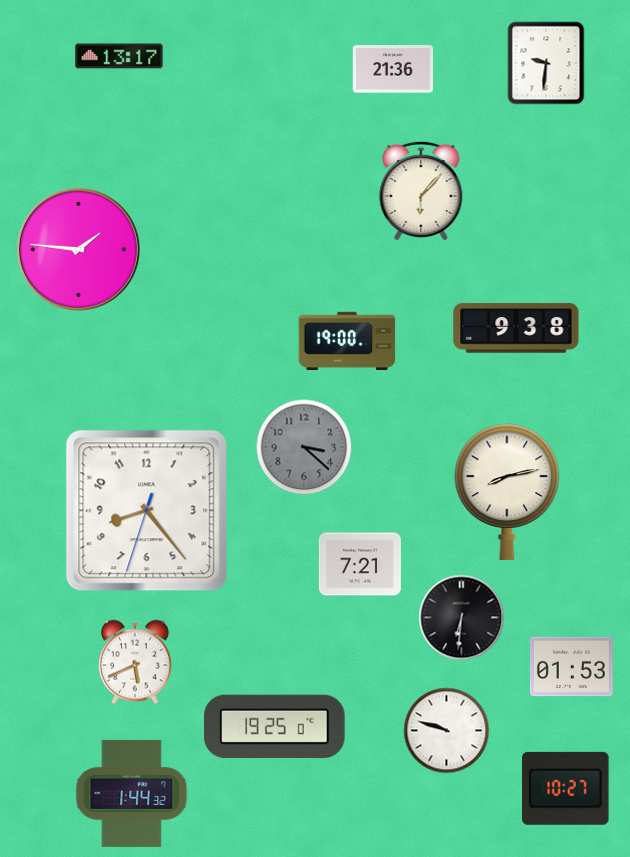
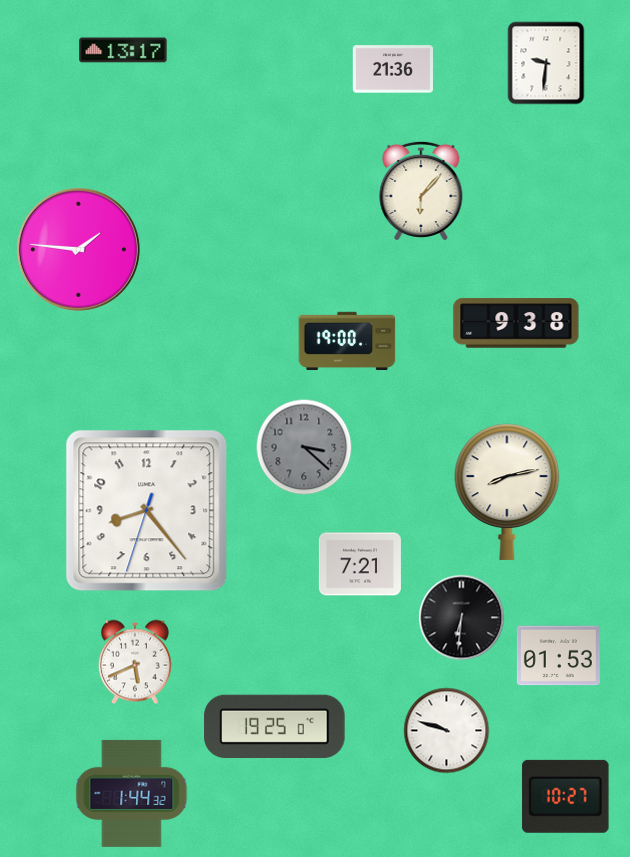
clock at (119, 56) position: (119, 56) -> (123, 50)
clock at (516, 328) position: (516, 328) -> (516, 323)
clock at (571, 667) position: (571, 667) -> (558, 656)
clock at (566, 788) position: (566, 788) -> (566, 796)
